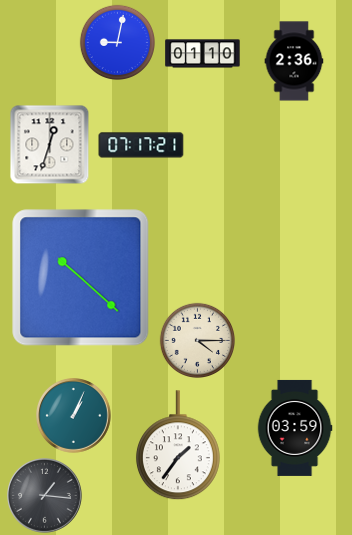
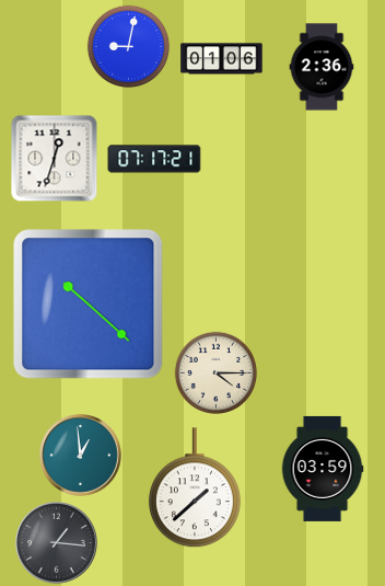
clock at (203, 54): 01:10 -> 01:06
clock at (74, 416): 1:04 -> 12:59
clock at (178, 446): 1:36 -> 1:38
clock at (45, 496) position: (45, 496) -> (57, 543)
